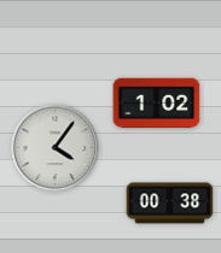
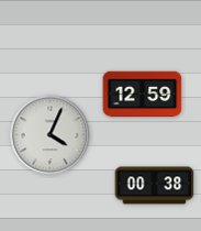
clock at (157, 104): 1:02 -> 12:59
clock at (56, 148): 4:06 -> 4:04
